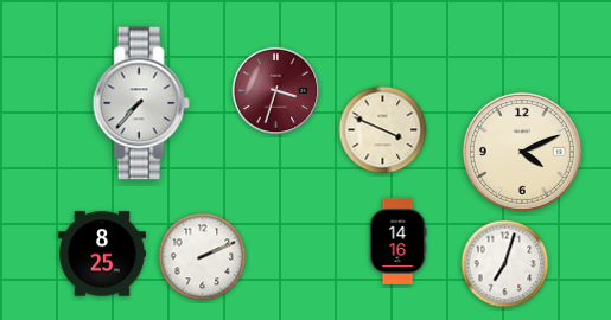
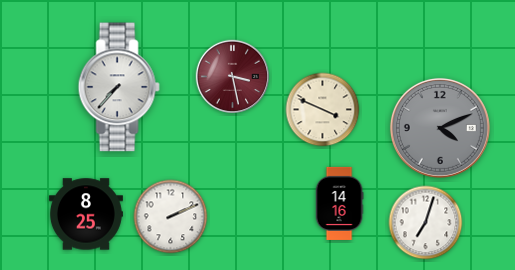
clock at (276, 91): 3:33 -> 3:28
clock at (522, 152) dial: cream -> grey
clock at (397, 241) position: (397, 241) -> (339, 203)
